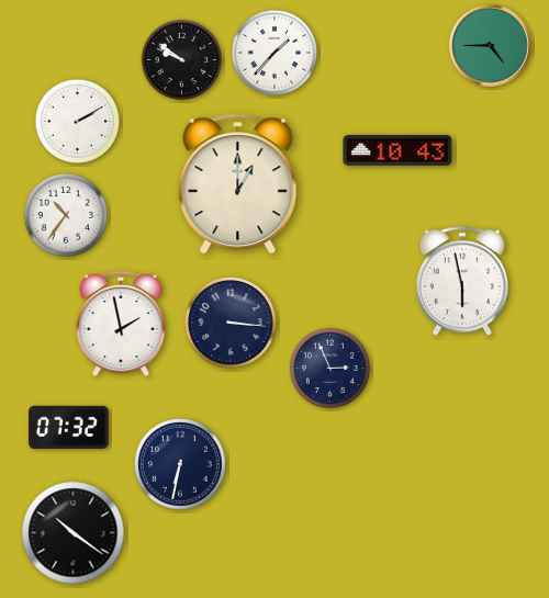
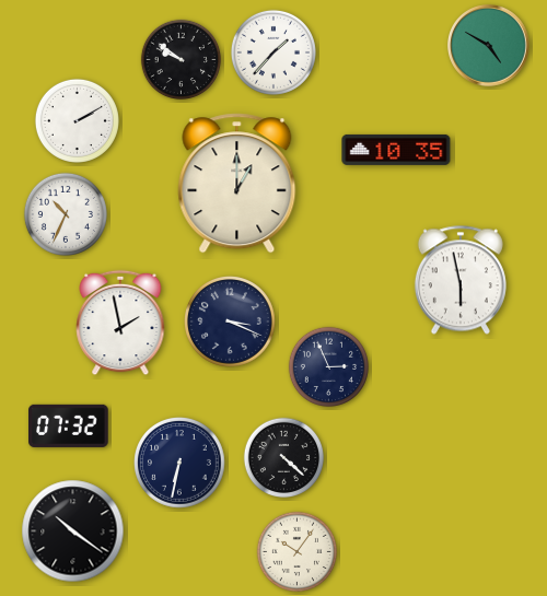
clock at (491, 46): 4:45 -> 4:50
clock at (397, 150): 10:43 -> 10:35
clock at (66, 215): 10:36 -> 10:34
clock at (232, 324): 3:16 -> 3:19
clock at (284, 458): none -> 4:22
clock at (298, 552): none -> 10:06
